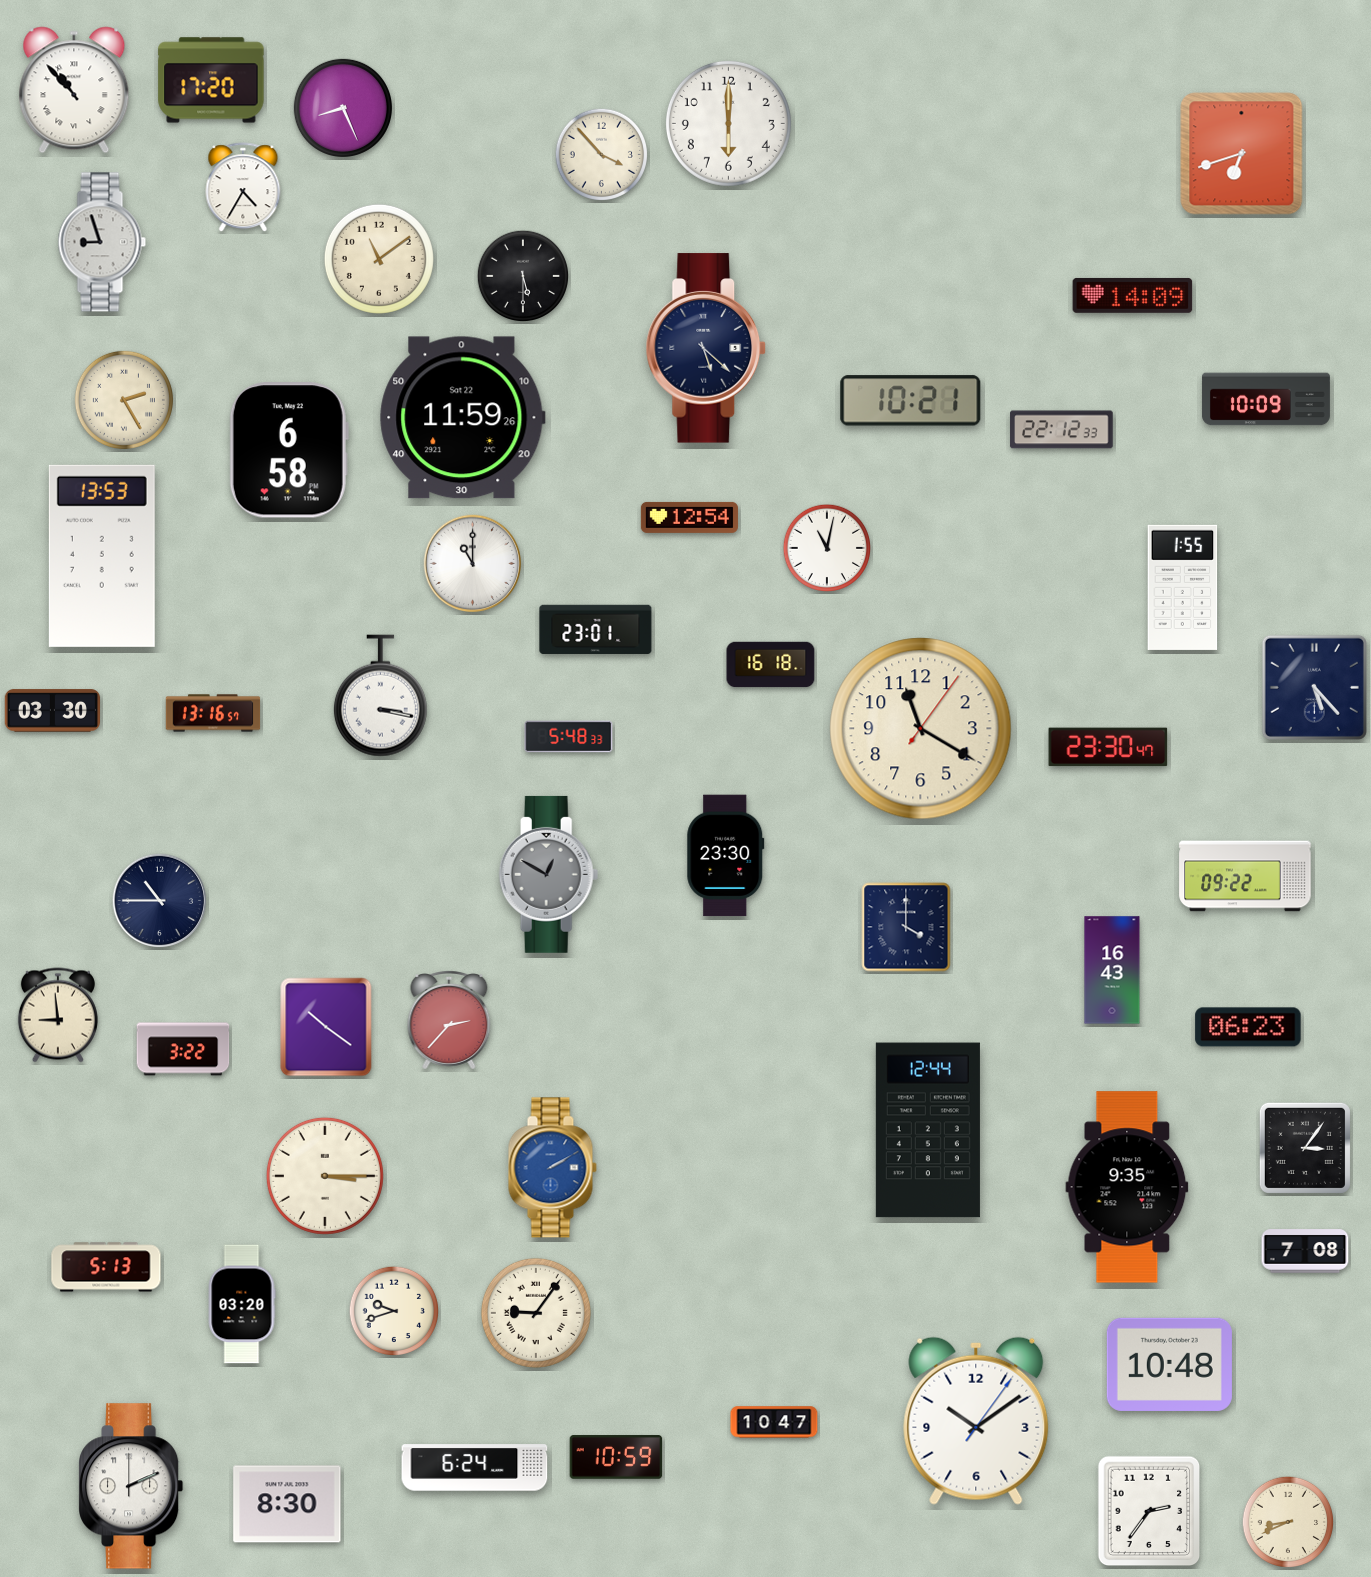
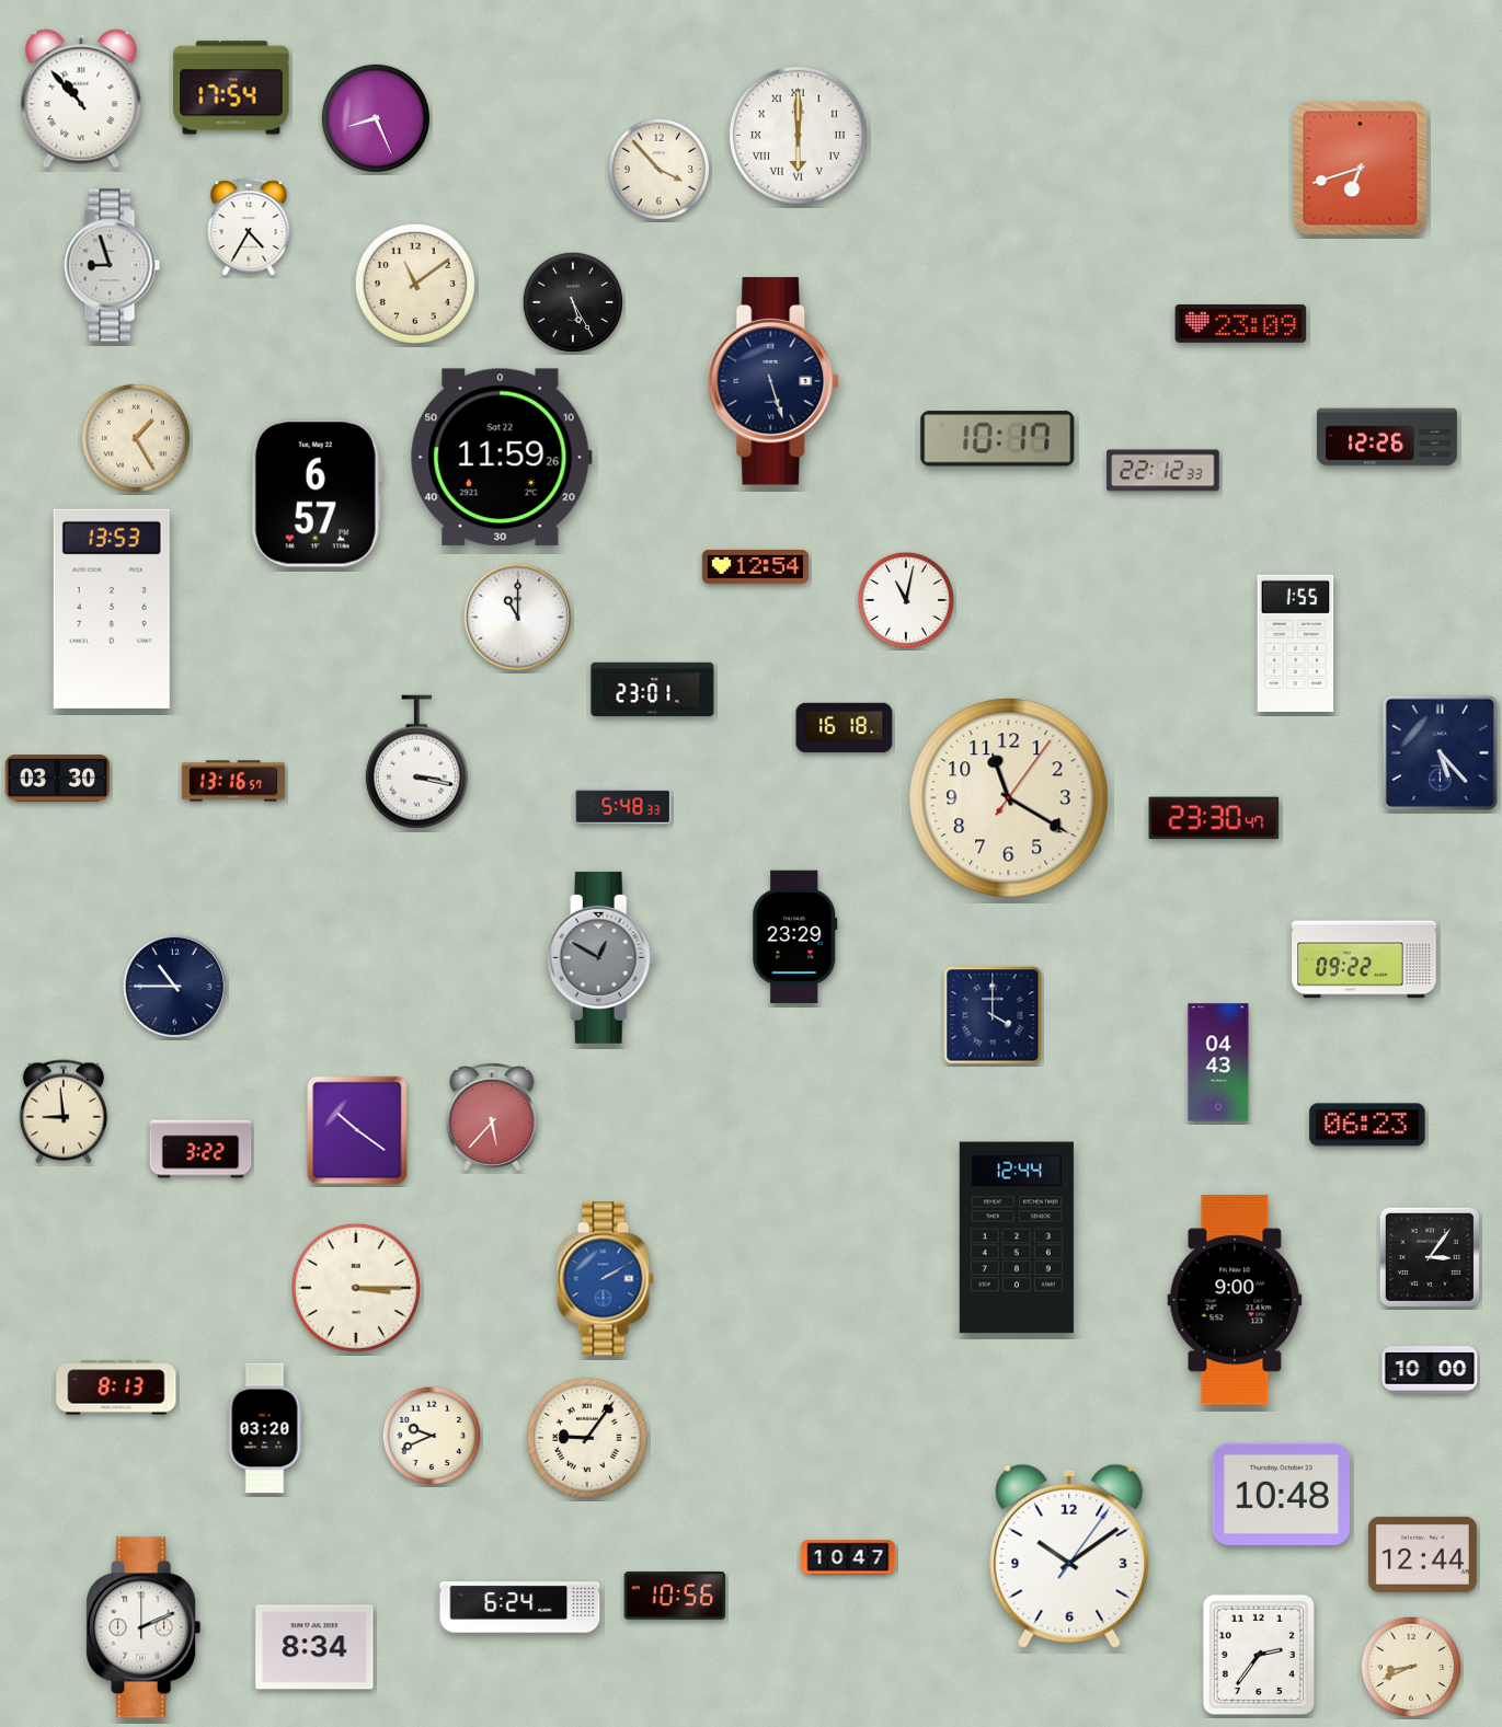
clock at (211, 80): 17:20 -> 17:54
clock at (728, 123) numerals: Arabic -> Roman
clock at (243, 188) position: (243, 188) -> (249, 228)
clock at (522, 275): 5:30 -> 5:25
clock at (1133, 295): 14:09 -> 23:09
clock at (706, 348): 5:22 -> 5:27
clock at (1266, 399): 10:09 -> 12:26
clock at (124, 400): 2:25 -> 1:25
clock at (911, 401): 10:21 -> 10:17
clock at (463, 418) position: (463, 418) -> (502, 458)
clock at (289, 450): 6:58 -> 6:57
clock at (726, 856): 23:30 -> 23:29
clock at (1112, 970): 16:43 -> 04:43
clock at (449, 1021): 2:37 -> 5:37
clock at (326, 1027) position: (326, 1027) -> (357, 1130)
clock at (1127, 1187): 9:35 -> 9:00
clock at (1305, 1251): 7:08 -> 10:00
clock at (106, 1267): 5:13 -> 8:13
clock at (393, 1310): 9:42 -> 9:41
clock at (1422, 1554): none -> 12:44
clock at (616, 1457): 10:59 -> 10:56
clock at (287, 1504): 8:30 -> 8:34
